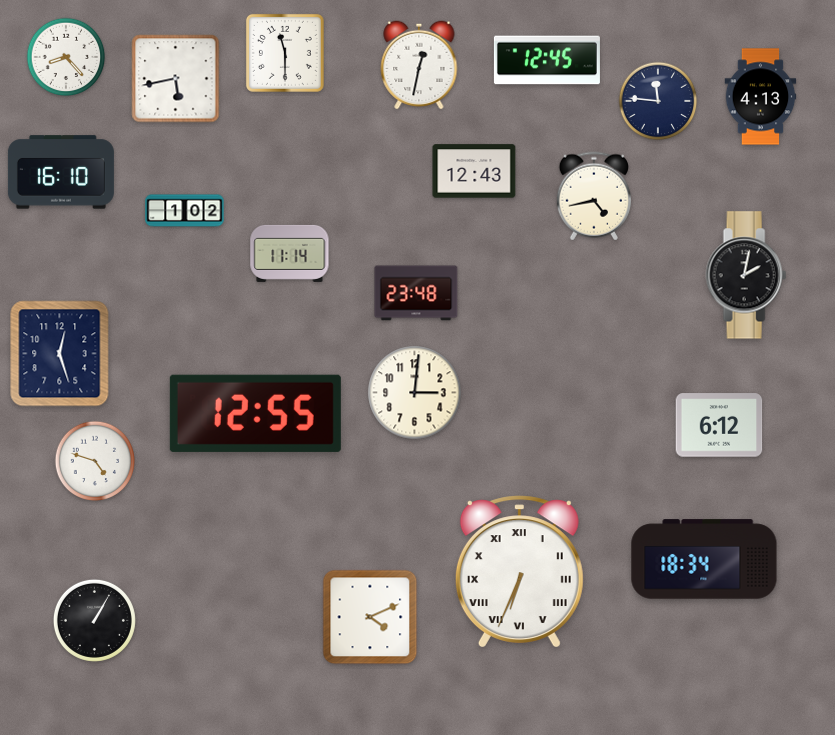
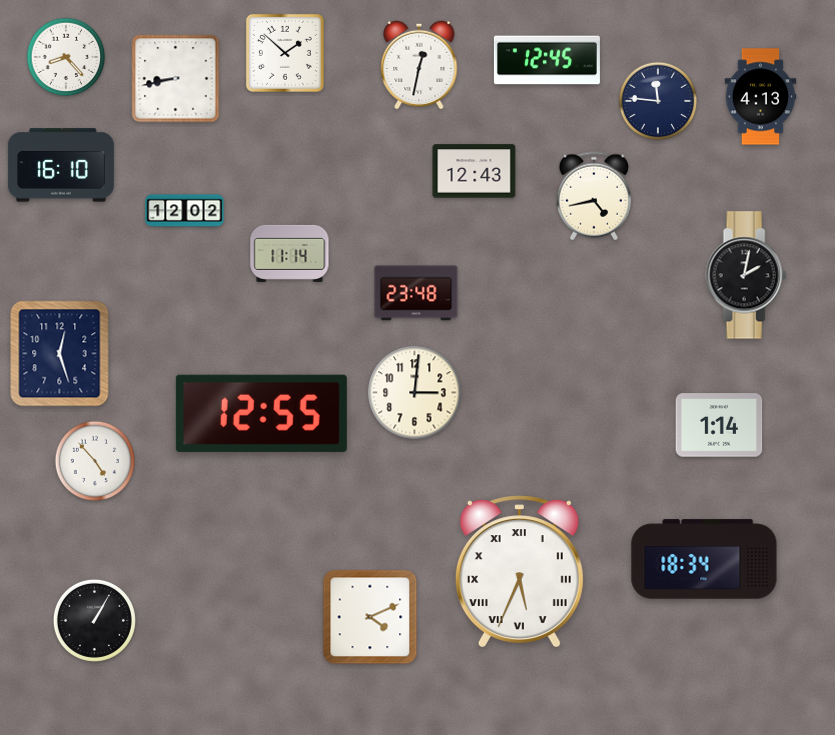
clock at (285, 53): 11:30 -> 1:52
clock at (176, 79): 5:43 -> 8:43
clock at (61, 172) position: (61, 172) -> (61, 165)
clock at (185, 211): 1:02 -> 12:02
clock at (255, 413) position: (255, 413) -> (261, 413)
clock at (719, 425): 6:12 -> 1:14
clock at (95, 461): 4:48 -> 4:53
clock at (519, 572): 6:34 -> 5:34
